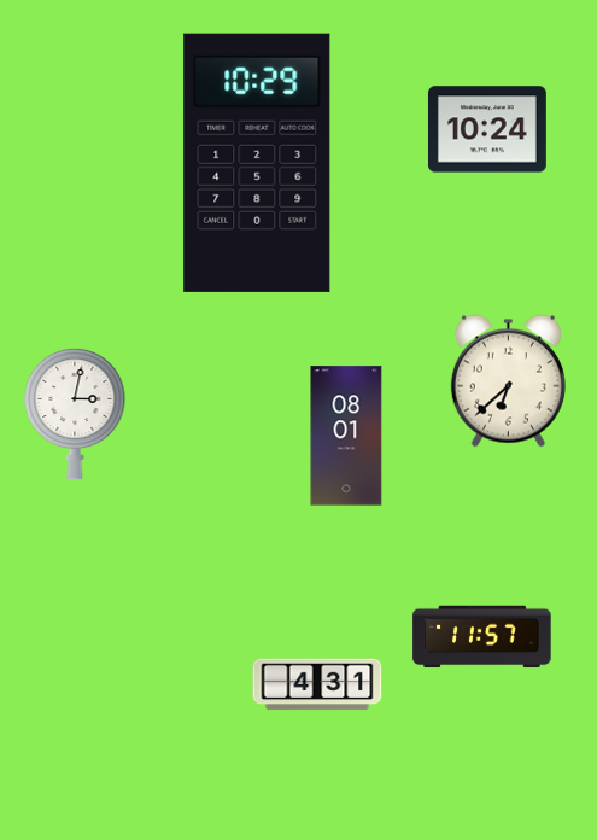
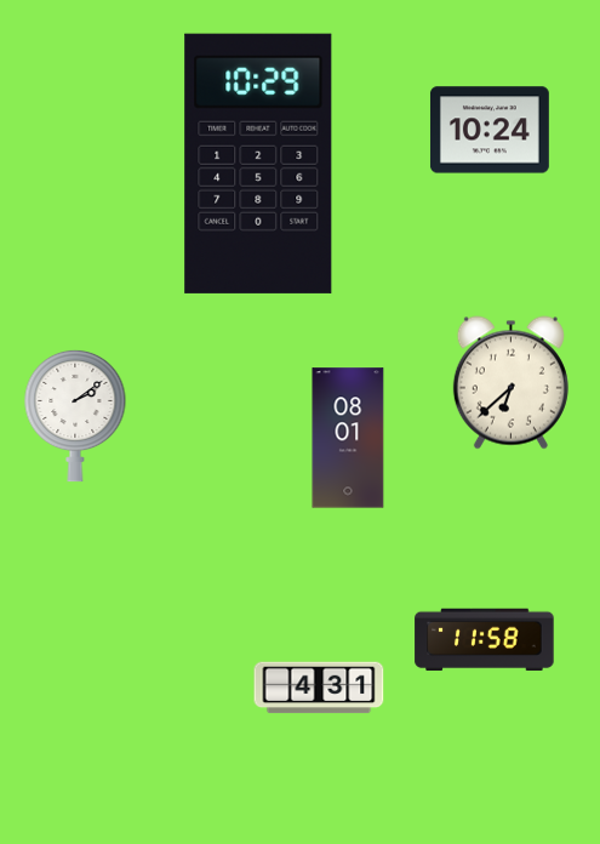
clock at (75, 414): 3:02 -> 2:09
clock at (482, 637): 11:57 -> 11:58
